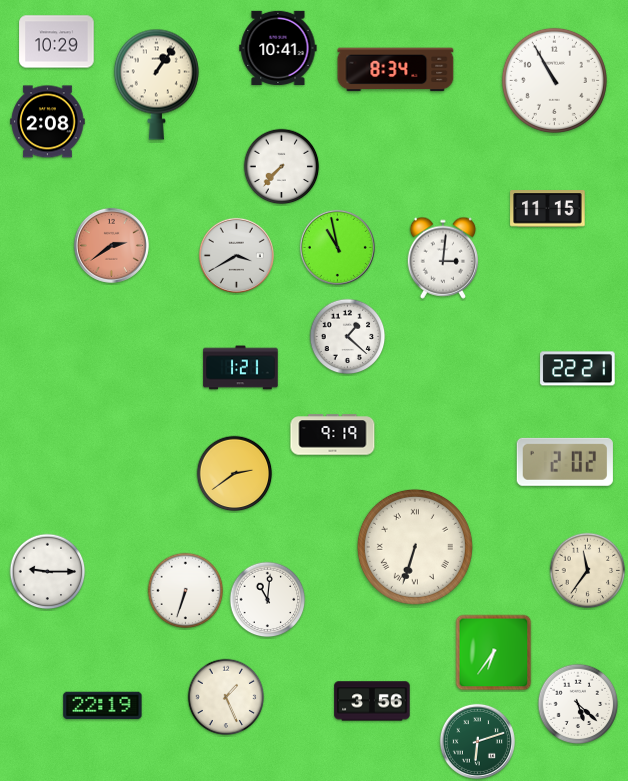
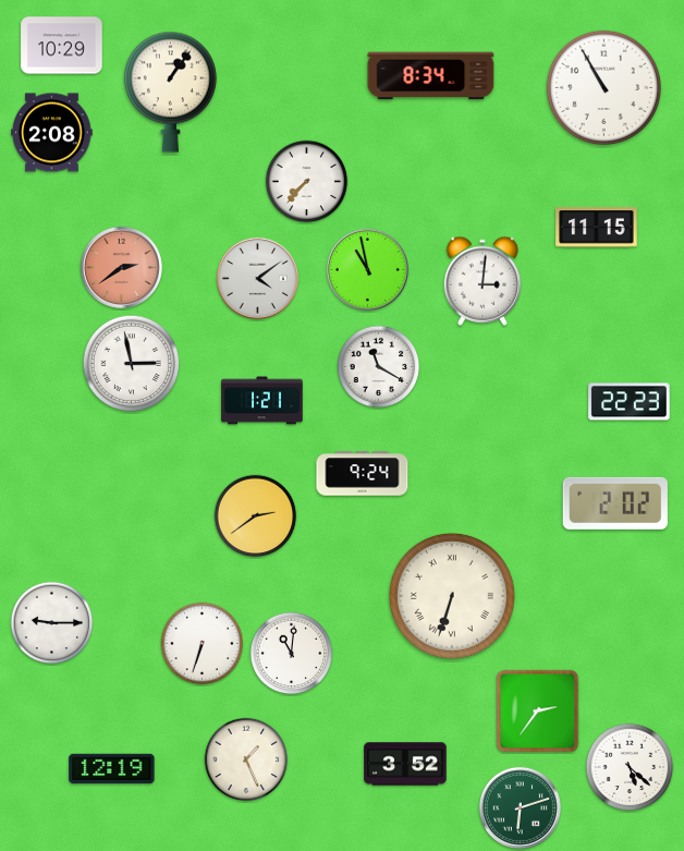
clock at (278, 48): 10:41 -> none
clock at (236, 255): 3:40 -> 4:09
clock at (131, 363): none -> 2:58
clock at (348, 337): 1:22 -> 11:20
clock at (578, 369): 22:21 -> 22:23
clock at (333, 435): 9:19 -> 9:24
clock at (588, 571): 11:36 -> none
clock at (494, 653): 6:36 -> 2:36
clock at (372, 701): 3:56 -> 3:52
clock at (103, 706): 22:19 -> 12:19
